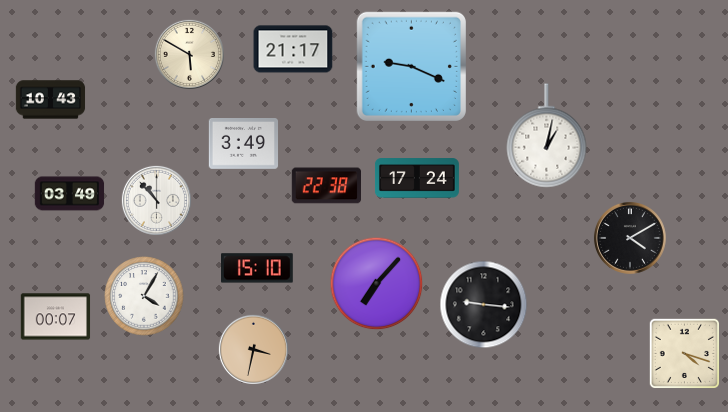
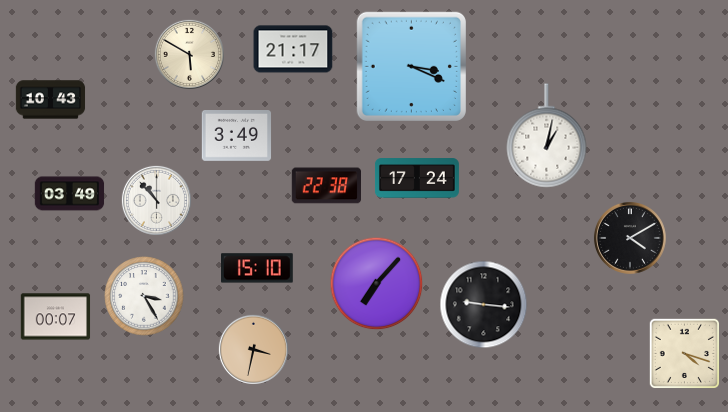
clock at (411, 66): 9:19 -> 3:19
clock at (244, 144) position: (244, 144) -> (237, 136)
clock at (144, 296): 4:05 -> 3:25
